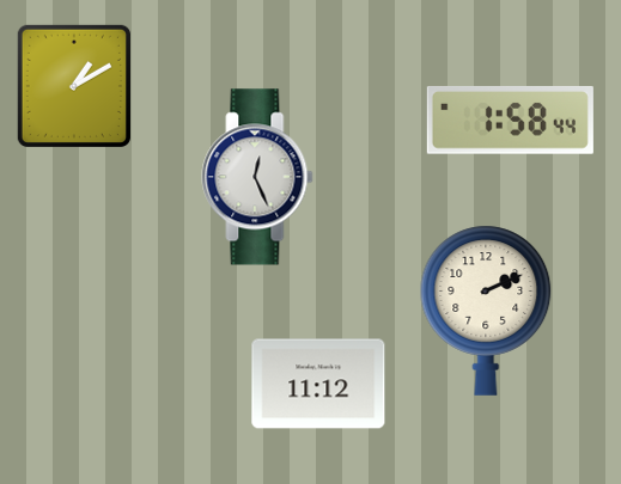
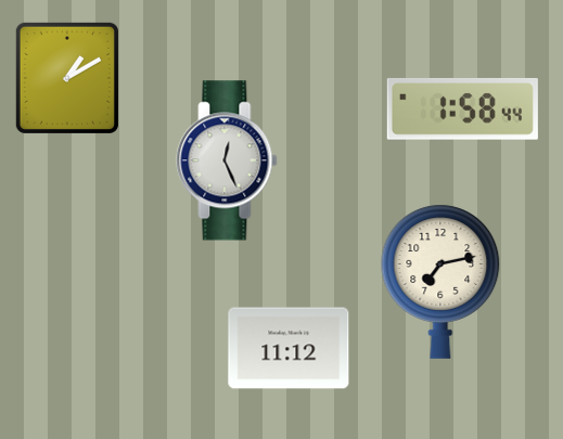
clock at (257, 177) position: (257, 177) -> (227, 160)
clock at (486, 311): 2:11 -> 7:13
